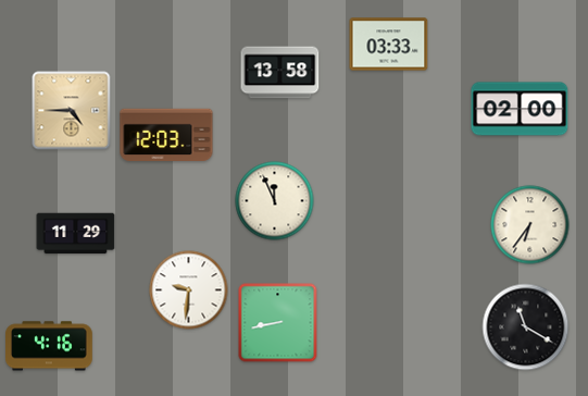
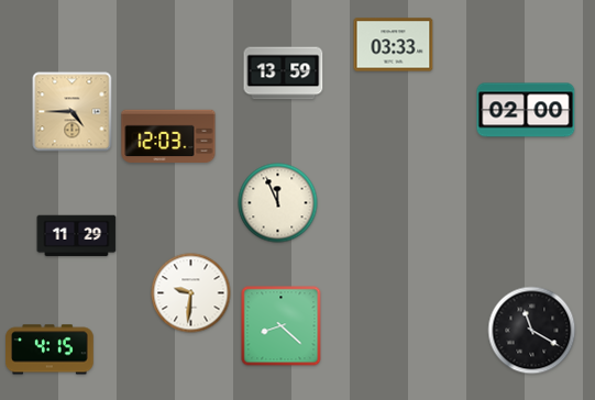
clock at (280, 73): 13:58 -> 13:59
clock at (530, 225): 6:36 -> none
clock at (278, 323): 8:43 -> 8:22
clock at (50, 346): 4:16 -> 4:15
